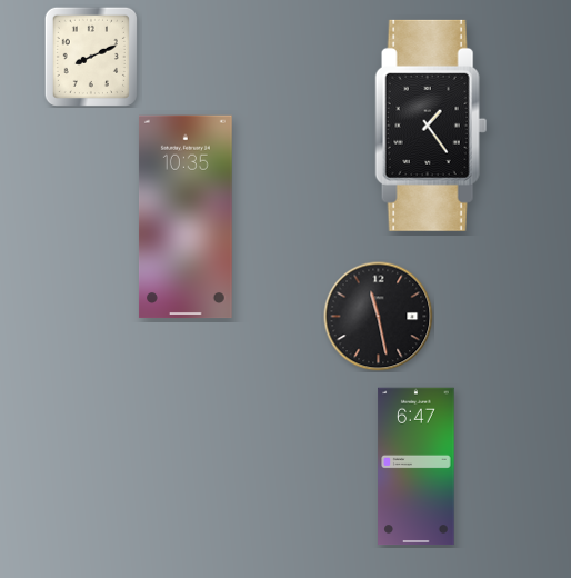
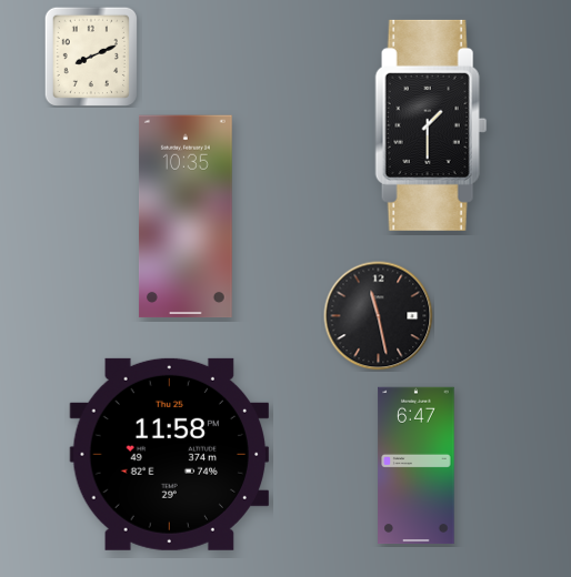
clock at (431, 126): 1:24 -> 1:30
clock at (170, 454): none -> 11:58
